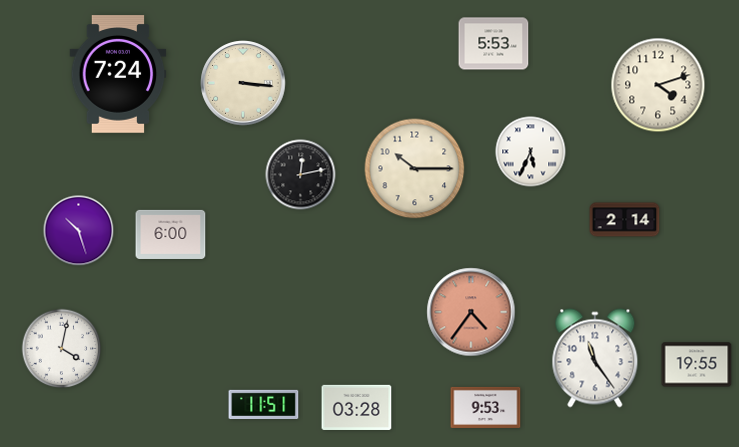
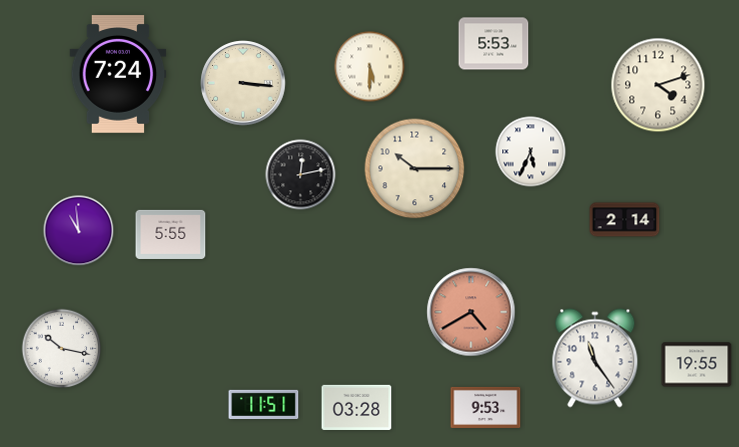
clock at (370, 67): none -> 5:30
clock at (79, 231): 10:27 -> 10:59
clock at (171, 234): 6:00 -> 5:55
clock at (471, 312): 4:36 -> 4:40
clock at (62, 349): 4:02 -> 10:17
